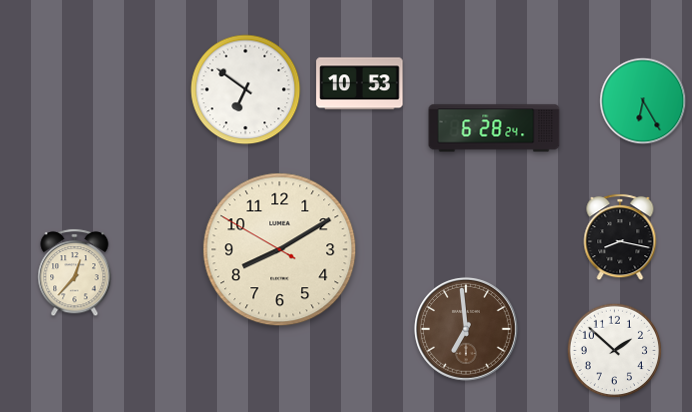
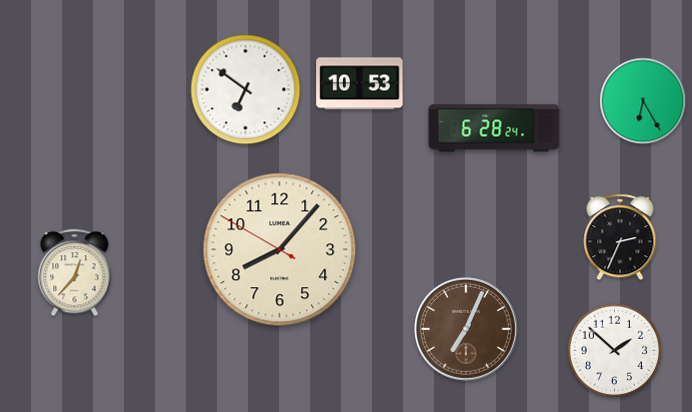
clock at (620, 237): 8:17 -> 2:34
clock at (280, 250): 8:09 -> 8:06
clock at (466, 329): 6:59 -> 7:04
